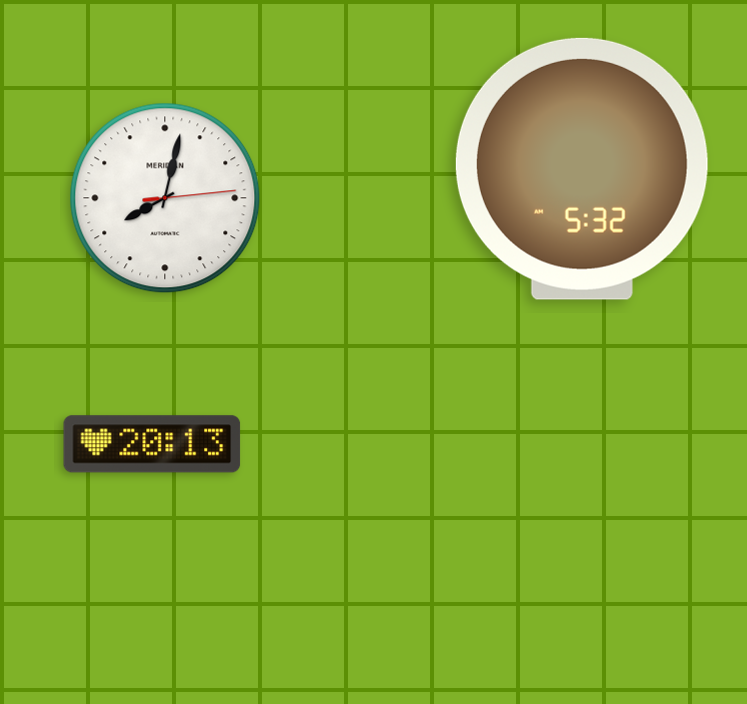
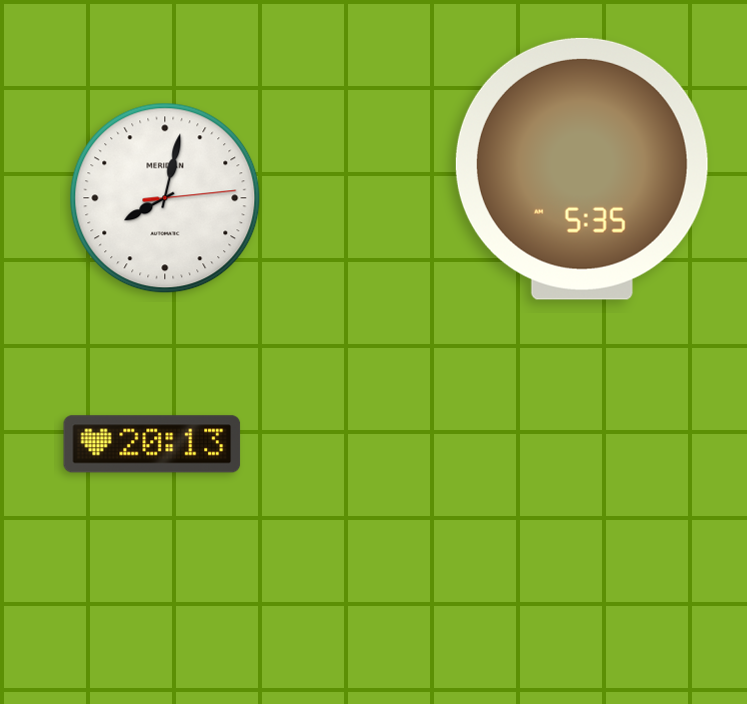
clock at (582, 169): 5:32 -> 5:35
